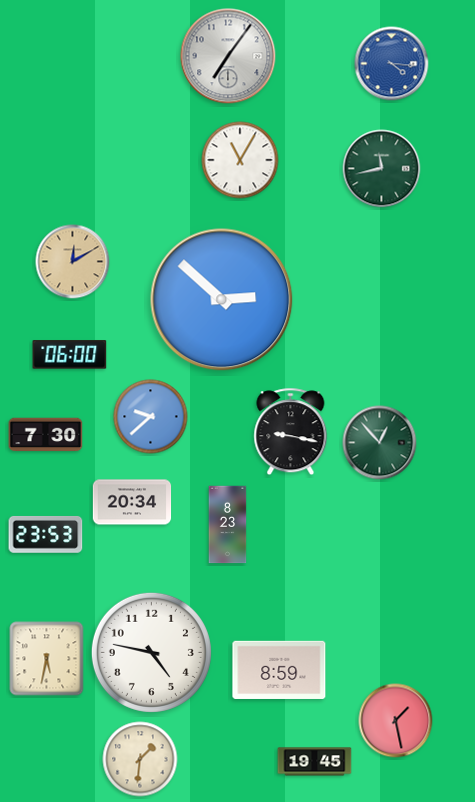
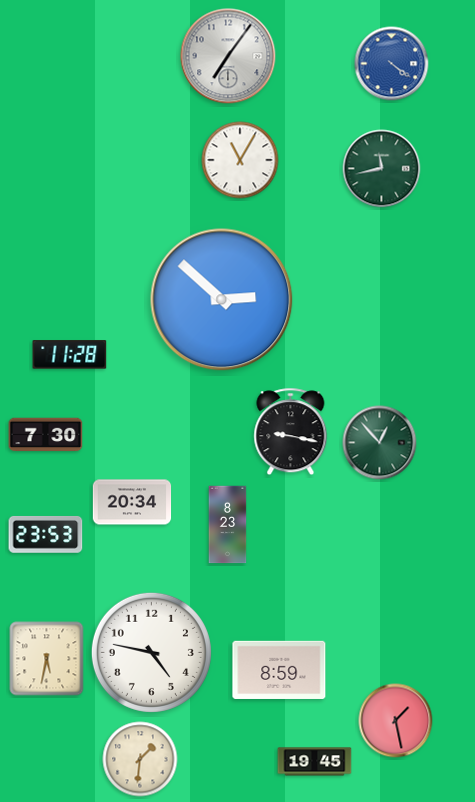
clock at (392, 64): 4:16 -> 4:21
clock at (73, 262): 12:10 -> none
clock at (70, 355): 06:00 -> 11:28
clock at (151, 417): 9:38 -> none
